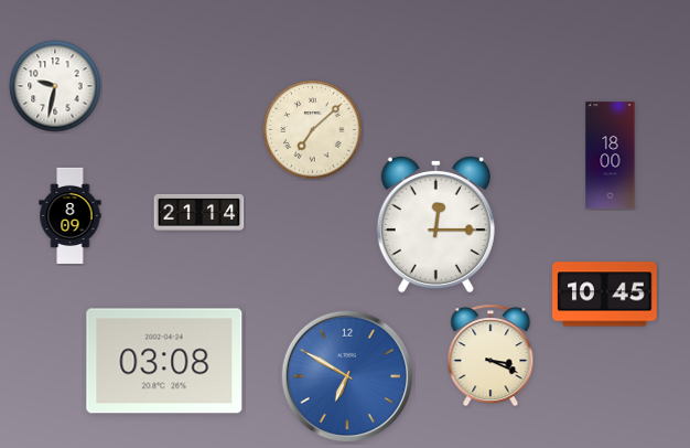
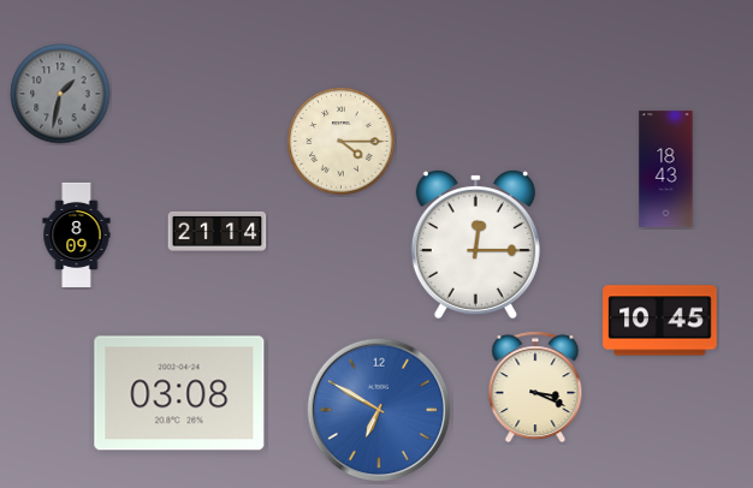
clock at (55, 86): 9:32 -> 1:32
clock at (55, 86) dial: white -> grey
clock at (313, 130): 7:08 -> 4:15
clock at (611, 156): 18:00 -> 18:43
